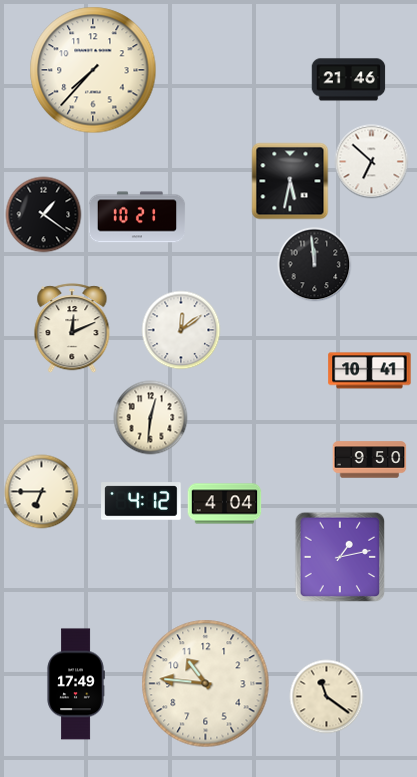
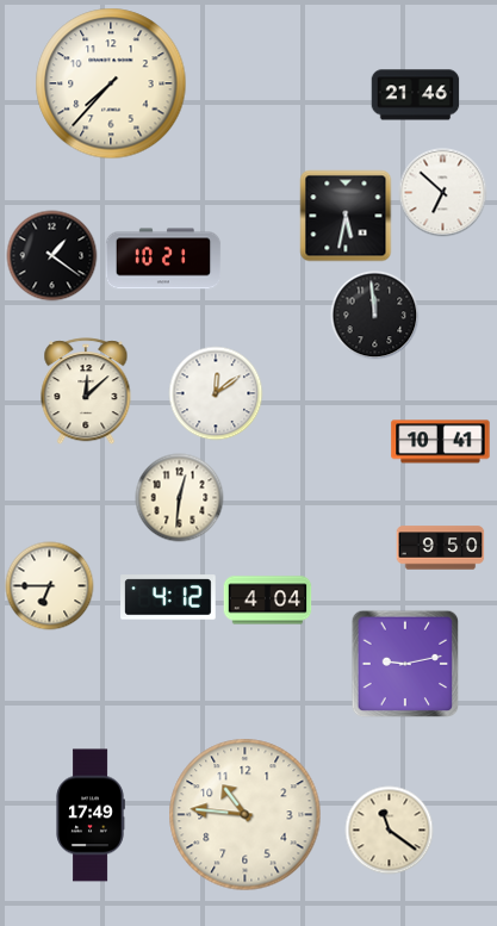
clock at (72, 329): 12:11 -> 12:08
clock at (340, 557): 1:13 -> 9:13
